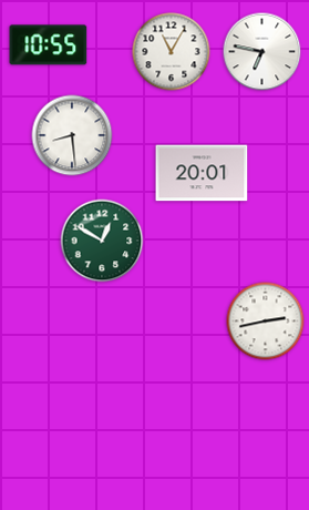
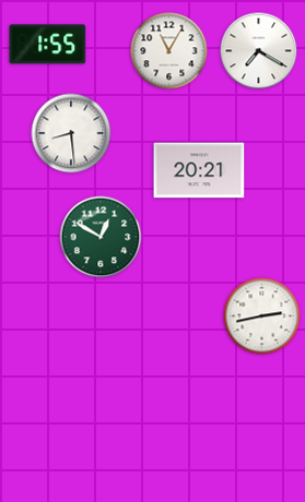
clock at (49, 45): 10:55 -> 1:55
clock at (262, 52): 6:47 -> 7:20
clock at (202, 173): 20:01 -> 20:21
